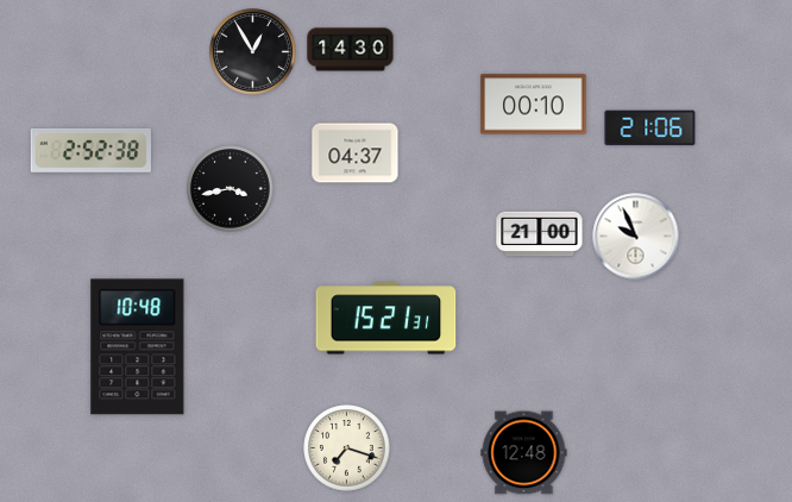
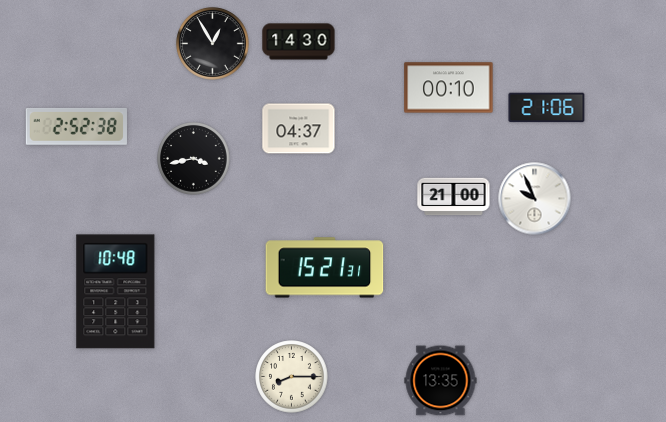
clock at (351, 50) position: (351, 50) -> (299, 42)
clock at (347, 448): 7:18 -> 8:15
clock at (524, 453): 12:48 -> 13:35
